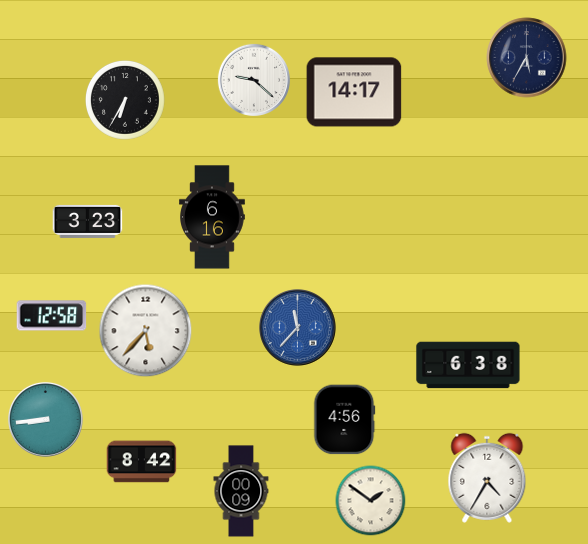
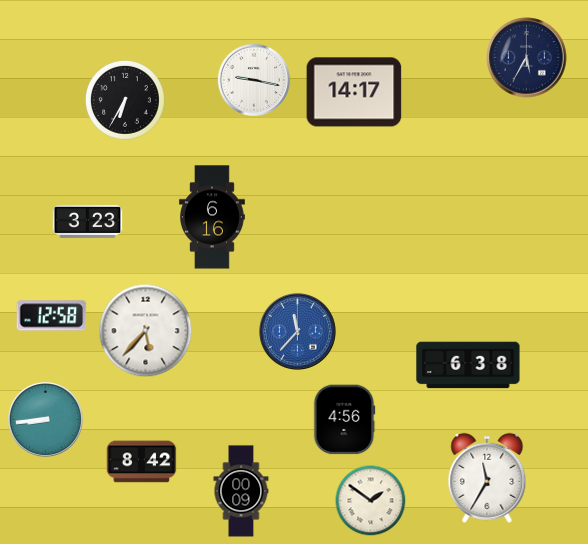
clock at (254, 80): 9:22 -> 9:17
clock at (298, 328) position: (298, 328) -> (298, 332)
clock at (487, 478): 4:35 -> 11:35
